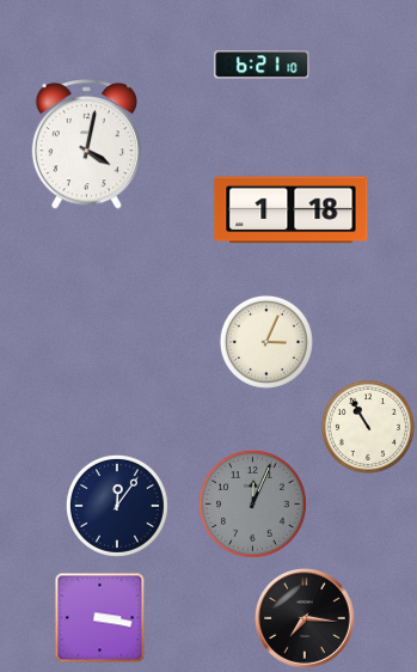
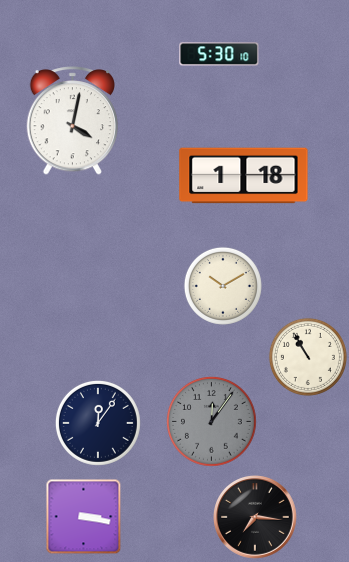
clock at (262, 65): 6:21 -> 5:30
clock at (266, 342): 3:04 -> 10:10
clock at (252, 503): 12:04 -> 12:06
